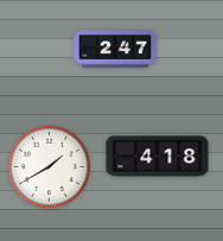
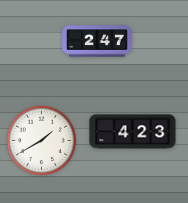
clock at (158, 157): 4:18 -> 4:23
